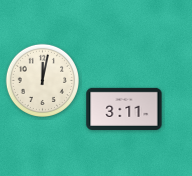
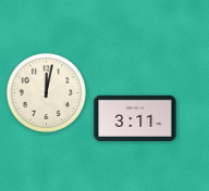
clock at (42, 80) position: (42, 80) -> (46, 92)
